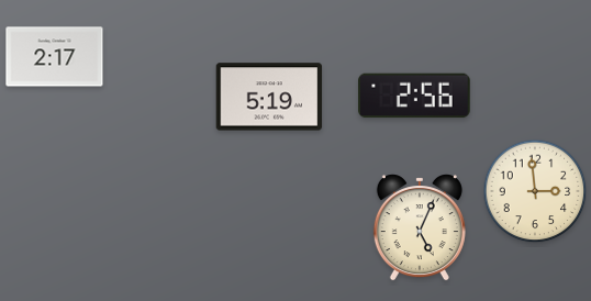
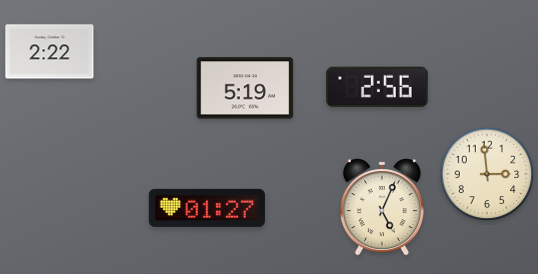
clock at (55, 57): 2:17 -> 2:22
clock at (207, 208): none -> 01:27
